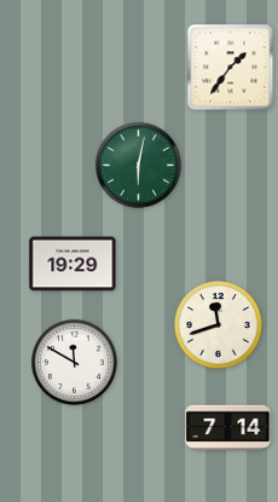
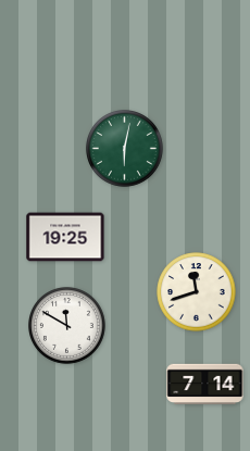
clock at (231, 68): 1:36 -> none
clock at (73, 264): 19:29 -> 19:25
